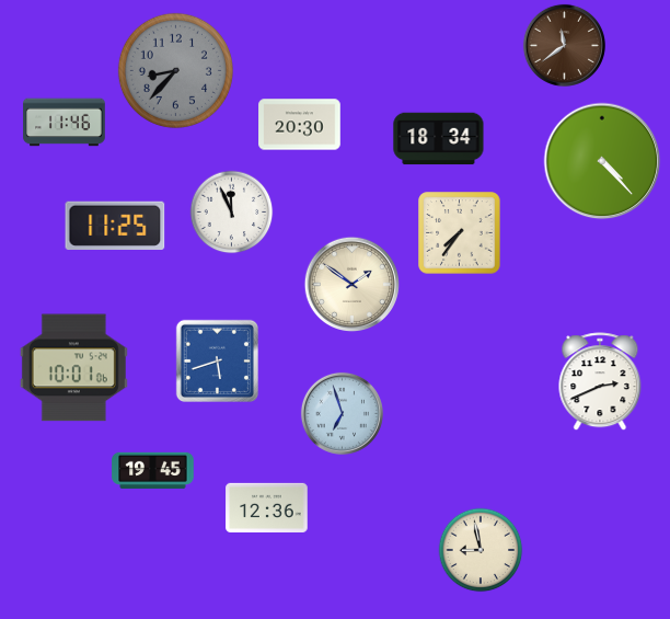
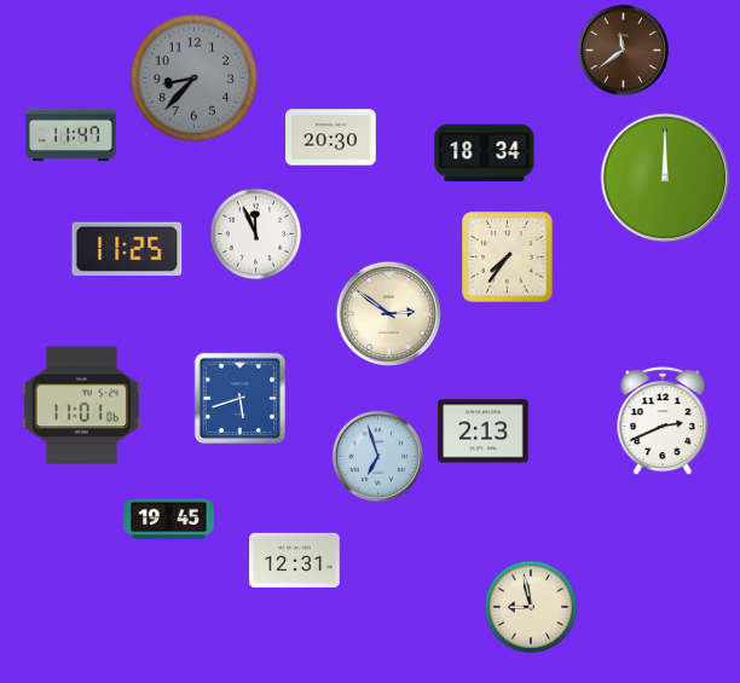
clock at (65, 123): 11:46 -> 11:47
clock at (602, 161): 4:23 -> 12:00
clock at (351, 284): 1:51 -> 2:51
clock at (73, 368): 10:01 -> 11:01
clock at (484, 432): none -> 2:13
clock at (267, 507): 12:36 -> 12:31
